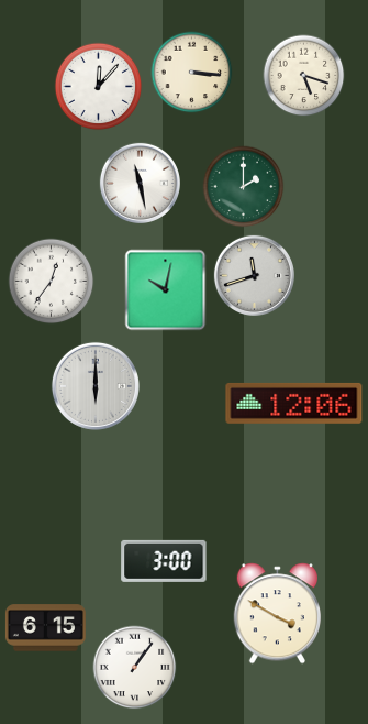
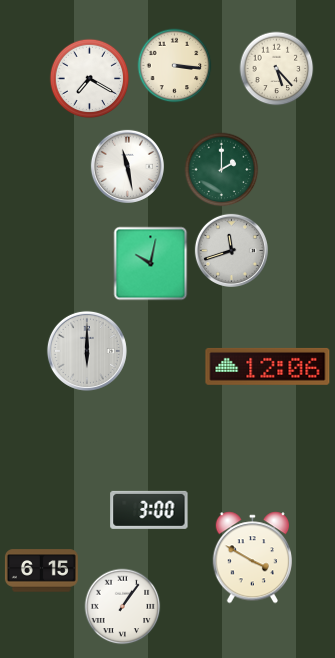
clock at (304, 76): 5:18 -> 5:23
clock at (99, 87): 12:07 -> 7:20
clock at (52, 282): 12:36 -> none
